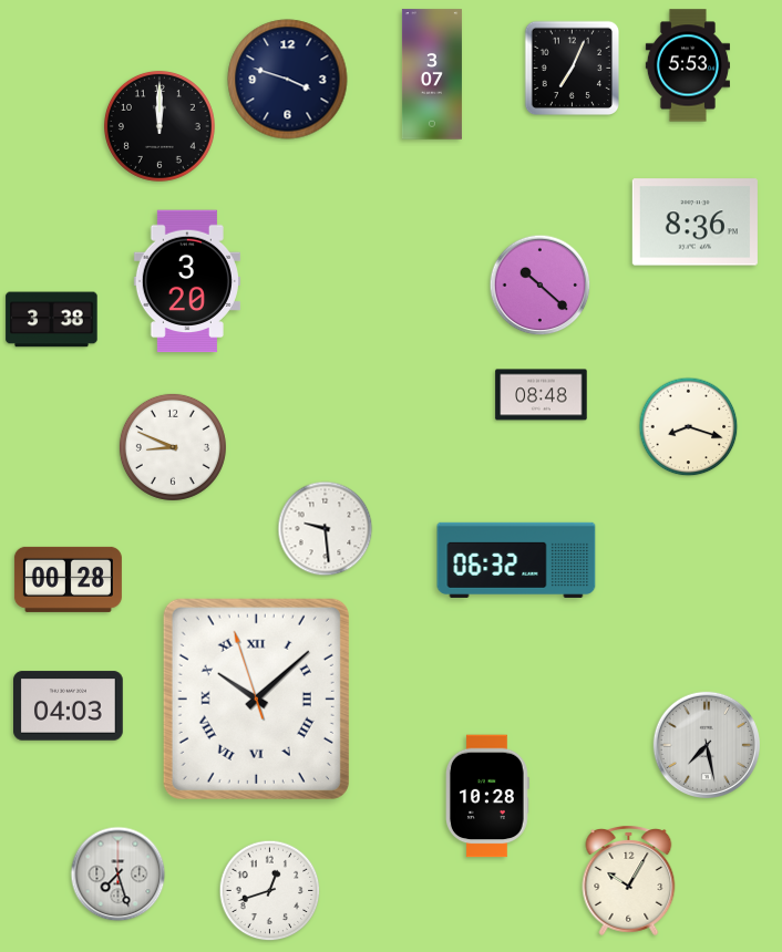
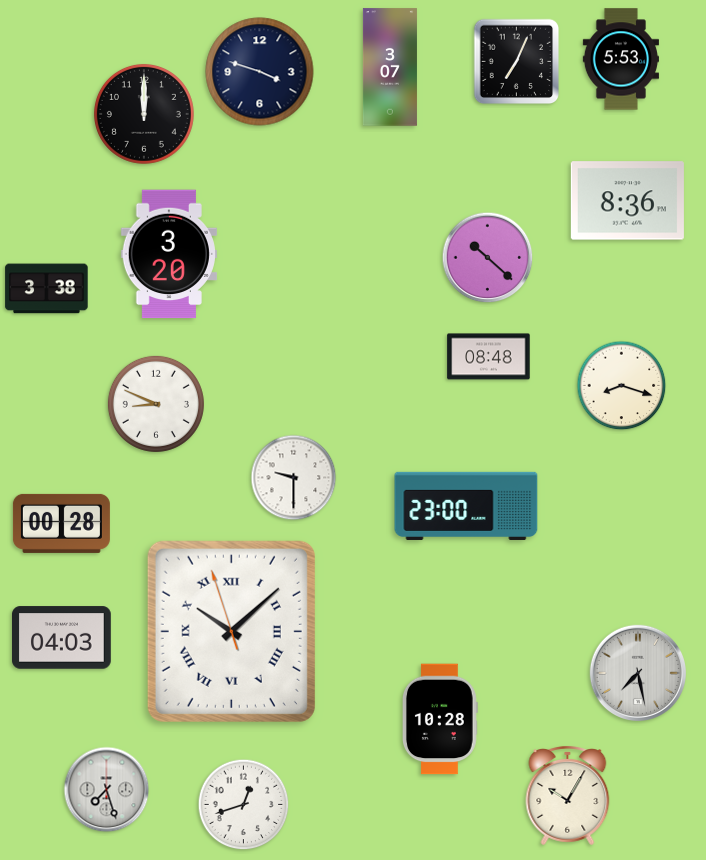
clock at (326, 529): 9:29 -> 9:30
clock at (516, 560): 06:32 -> 23:00
